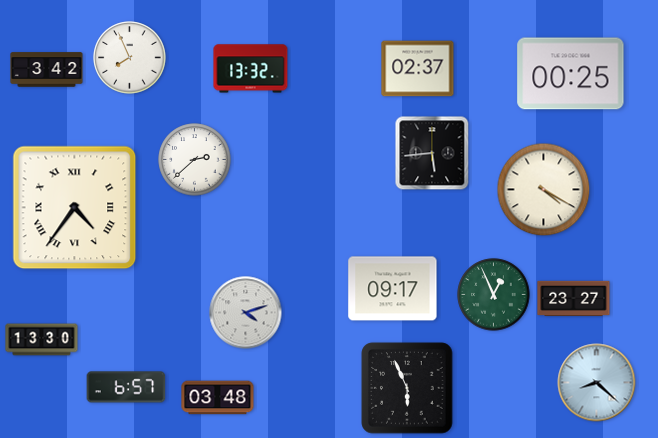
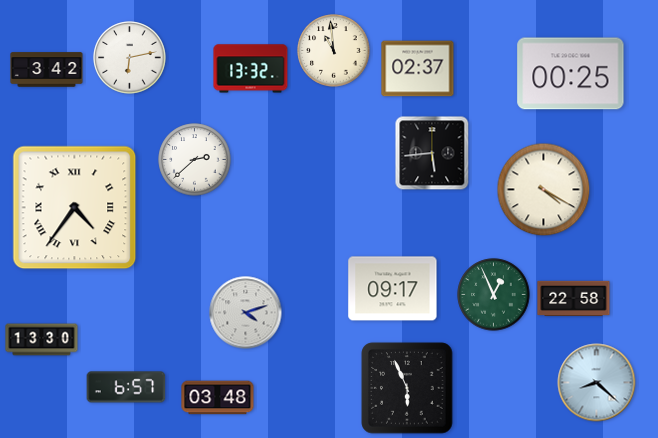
clock at (334, 51): none -> 10:59
clock at (130, 58): 7:56 -> 6:13
clock at (574, 299): 23:27 -> 22:58
